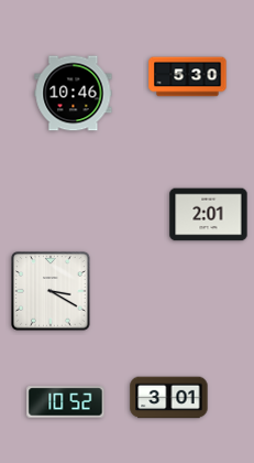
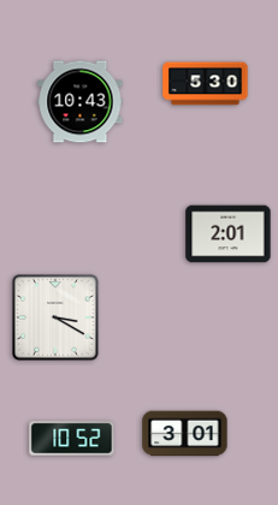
clock at (74, 94): 10:46 -> 10:43
